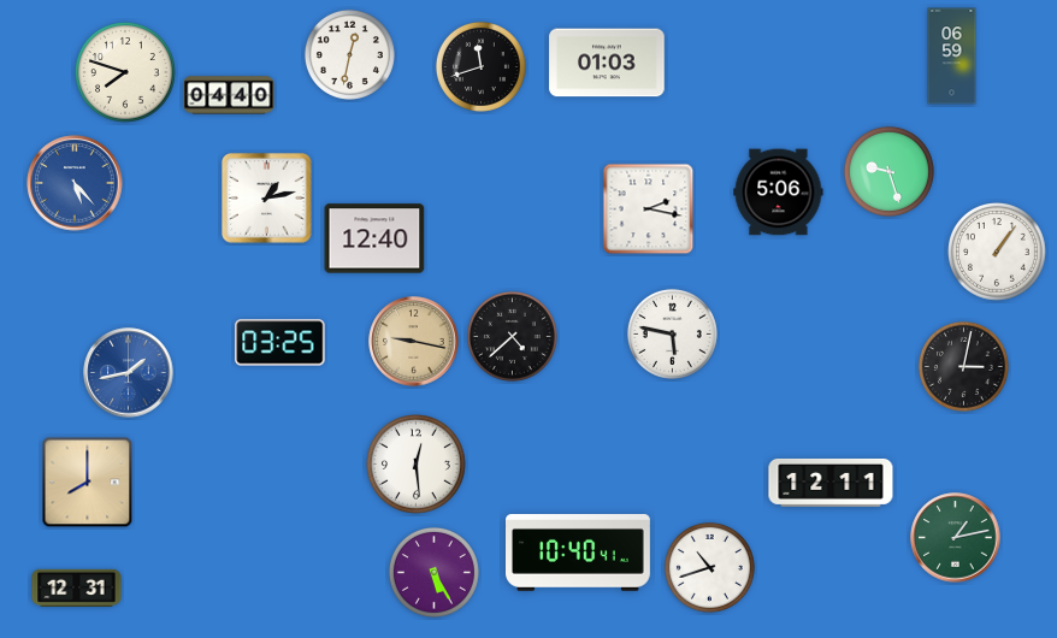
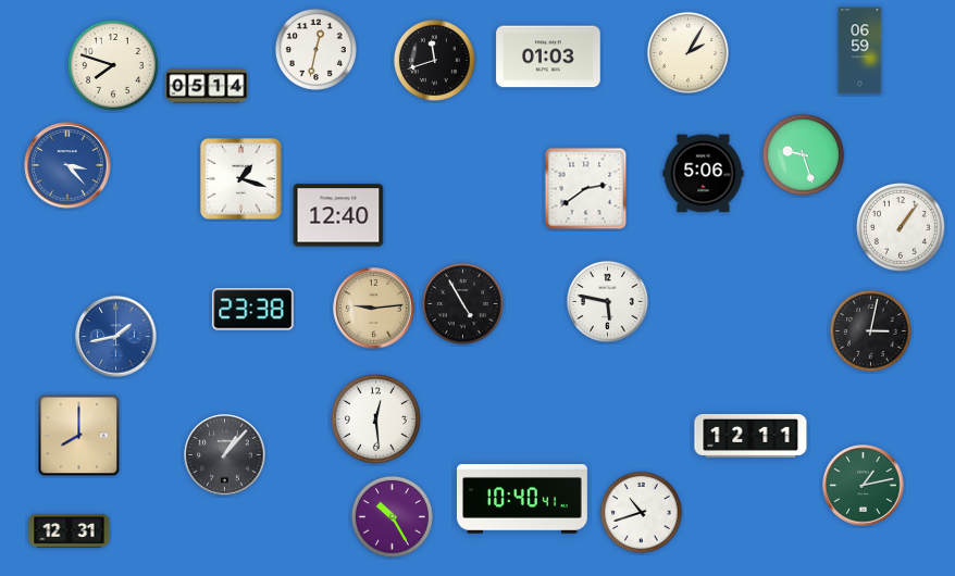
clock at (687, 52): none -> 2:05
clock at (229, 95): 04:40 -> 05:14
clock at (75, 183): 5:23 -> 3:23
clock at (267, 199): 1:13 -> 1:18
clock at (649, 209): 2:17 -> 2:39
clock at (512, 336): 4:38 -> 4:55
clock at (414, 342): 9:17 -> 9:14
clock at (281, 343): 03:25 -> 23:38
clock at (225, 455): none -> 1:07
clock at (433, 572): 5:25 -> 10:25
